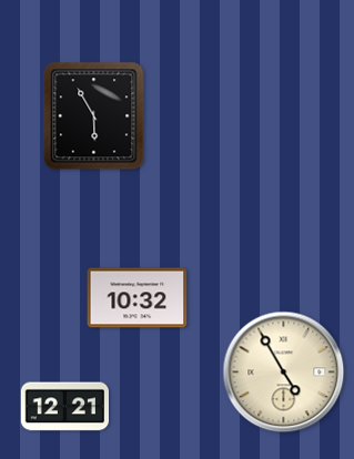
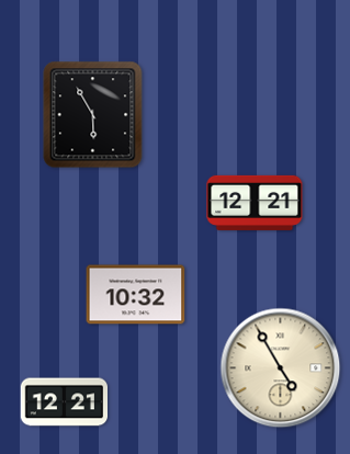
clock at (255, 203): none -> 12:21
